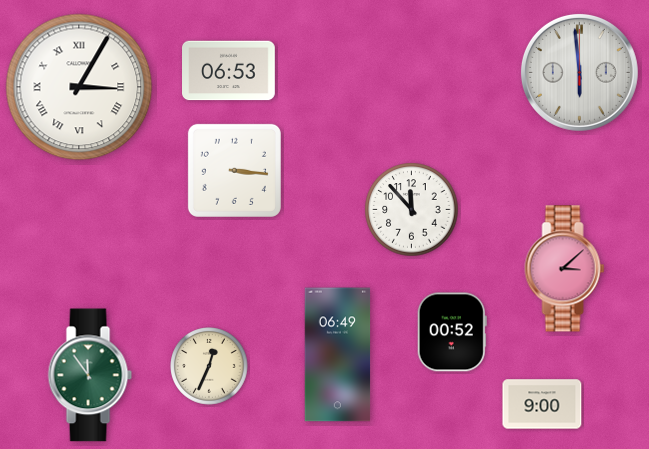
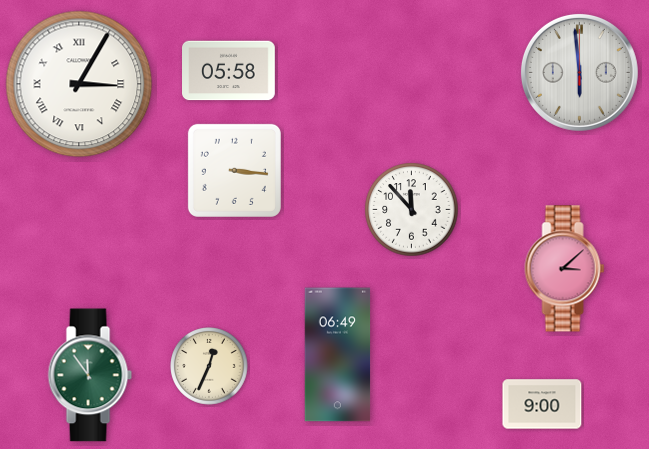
clock at (229, 71): 06:53 -> 05:58
clock at (79, 87) position: (79, 87) -> (79, 84)
clock at (452, 332): 00:52 -> none
